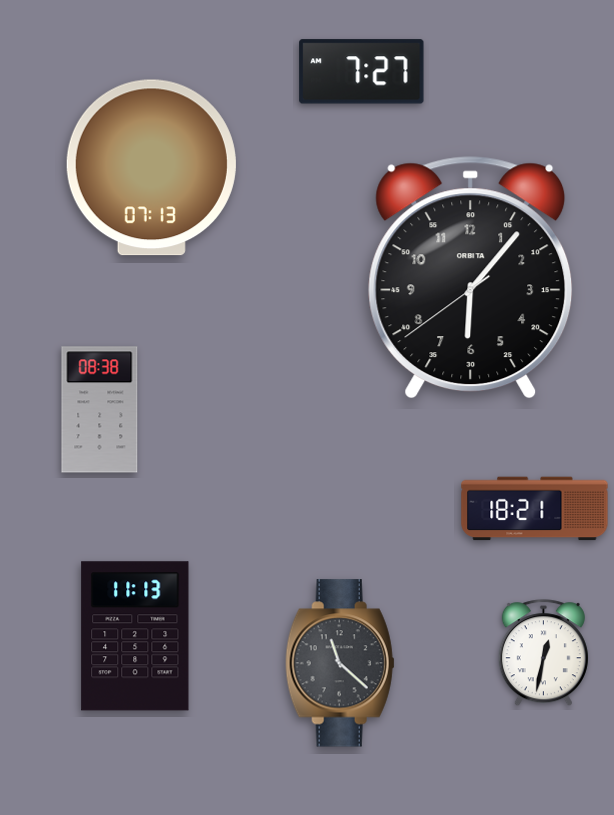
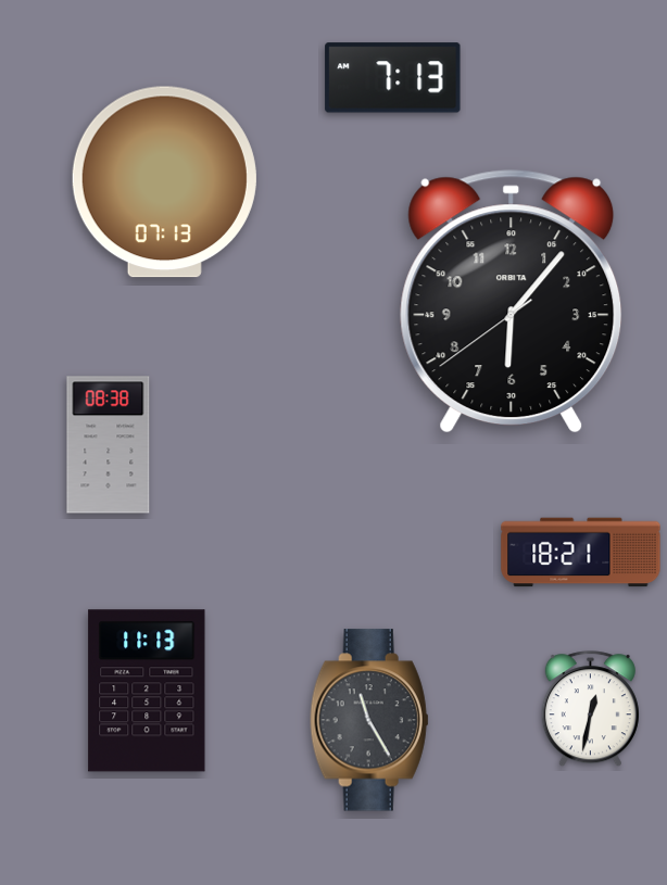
clock at (362, 72): 7:27 -> 7:13
clock at (340, 663): 11:22 -> 11:25
